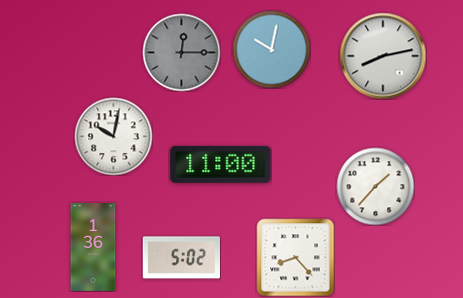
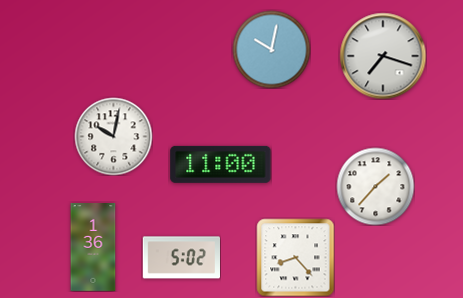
clock at (181, 52): 12:15 -> none
clock at (383, 56): 8:13 -> 7:18
